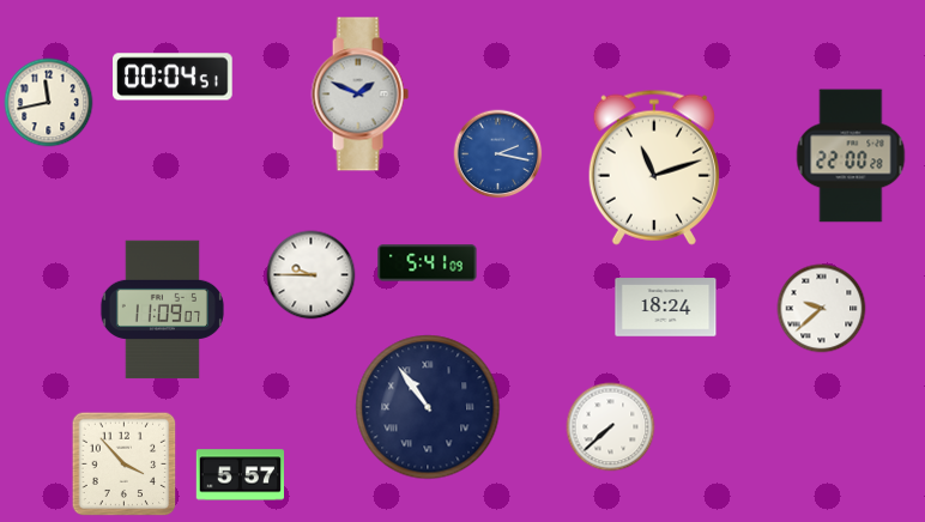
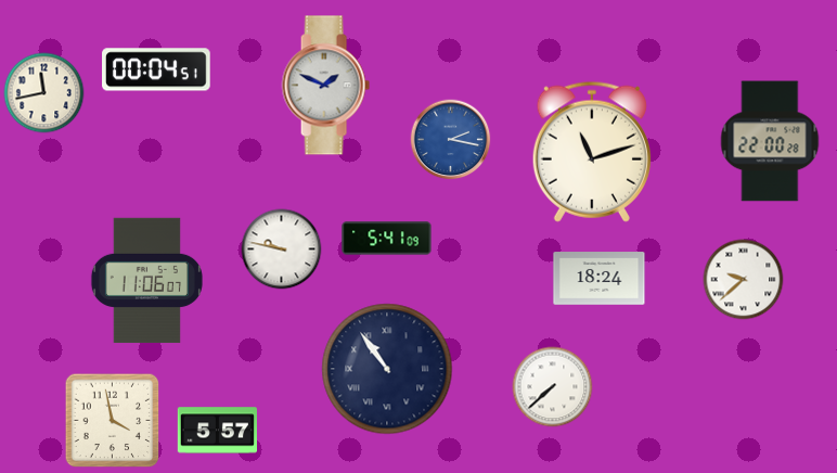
clock at (312, 275): 9:45 -> 9:47
clock at (666, 308) position: (666, 308) -> (600, 279)
clock at (162, 310): 11:09 -> 11:06
clock at (125, 465): 3:53 -> 3:58
